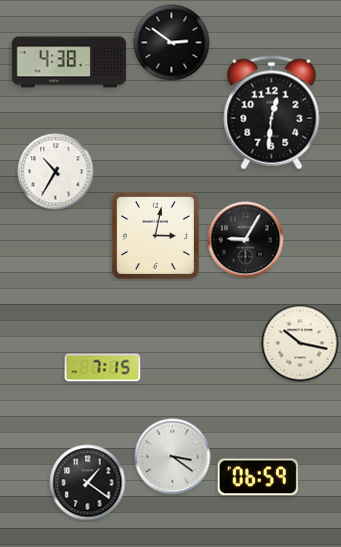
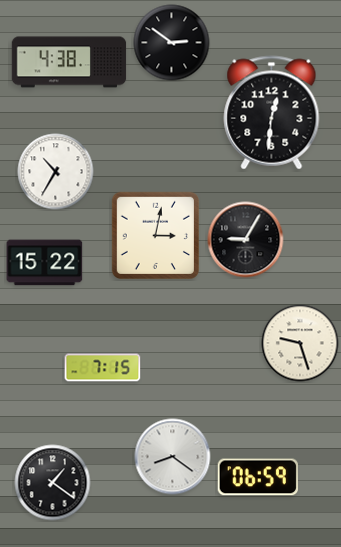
clock at (45, 263): none -> 15:22
clock at (300, 343): 10:17 -> 9:27
clock at (173, 457): 3:21 -> 8:21
clock at (88, 483) position: (88, 483) -> (53, 483)
